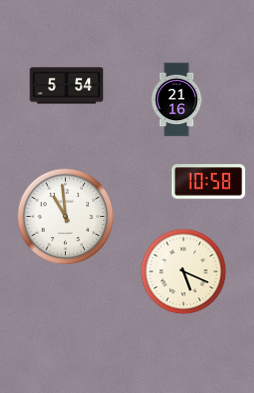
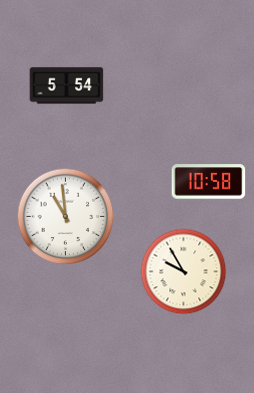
clock at (177, 100): 21:16 -> none
clock at (184, 272): 5:19 -> 9:55
